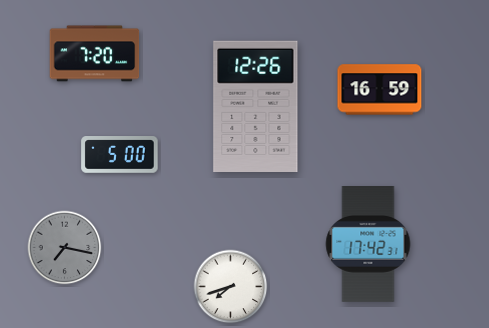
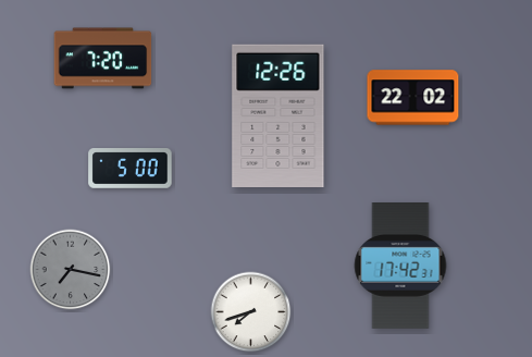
clock at (380, 90): 16:59 -> 22:02
